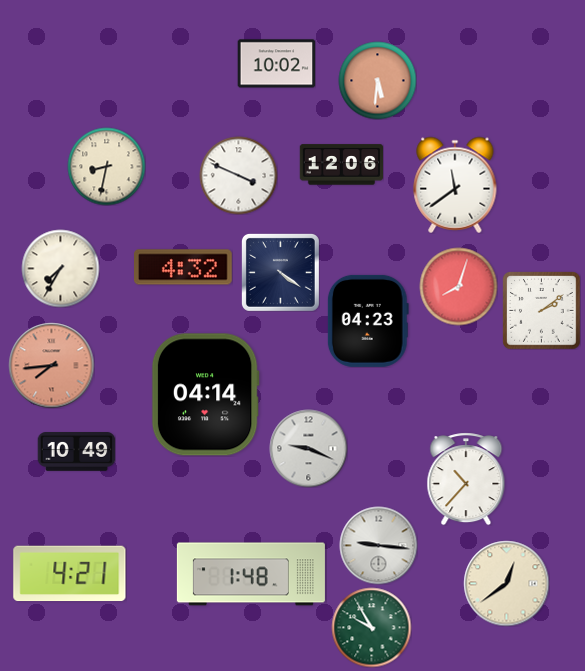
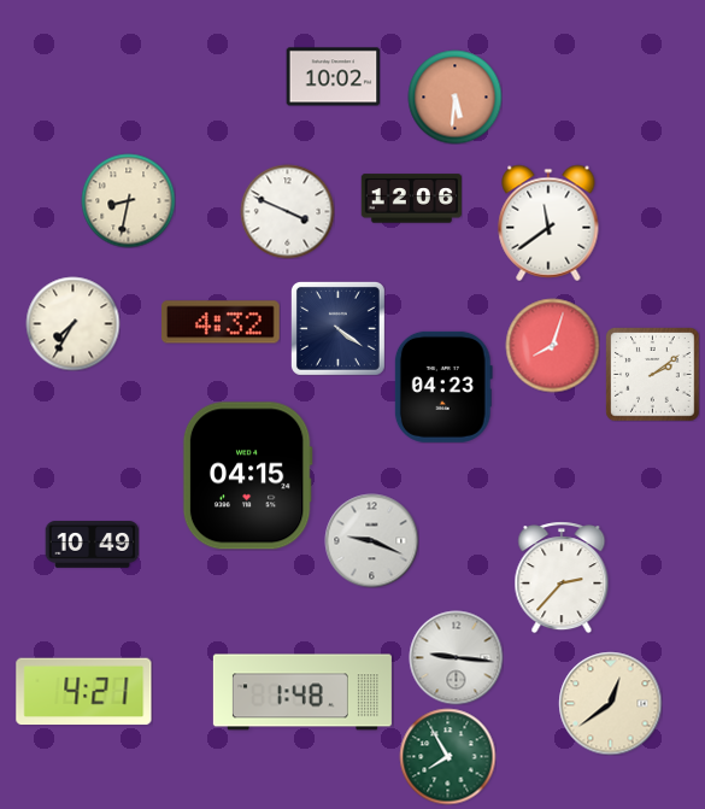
clock at (51, 365): 7:44 -> none
clock at (205, 395): 04:14 -> 04:15
clock at (466, 479): 10:37 -> 2:37
clock at (371, 627): 9:55 -> 7:55
